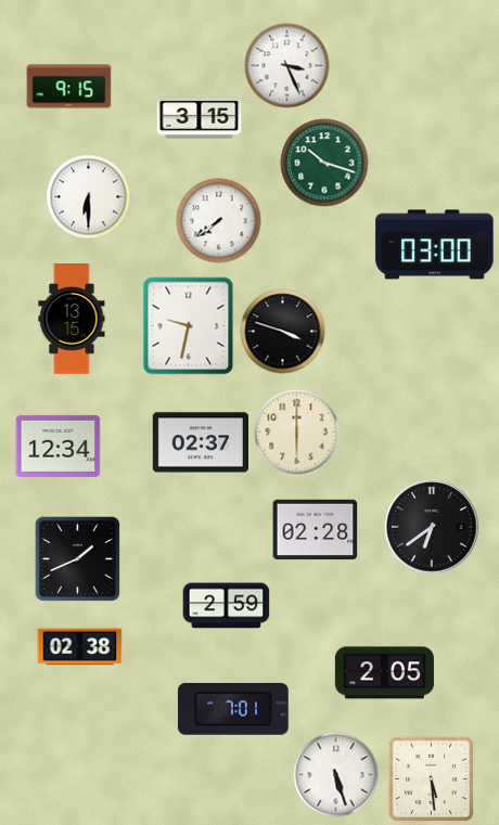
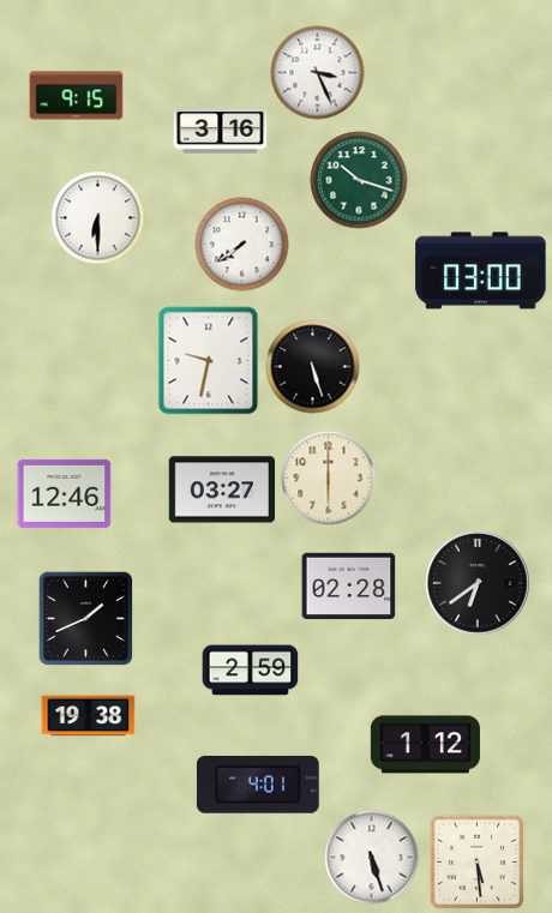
clock at (199, 118): 3:15 -> 3:16
clock at (72, 319): 13:15 -> none
clock at (282, 331): 3:48 -> 5:27
clock at (200, 442): 02:37 -> 03:27
clock at (57, 446): 12:34 -> 12:46
clock at (79, 647): 02:38 -> 19:38
clock at (384, 673): 2:05 -> 1:12
clock at (233, 709): 7:01 -> 4:01
